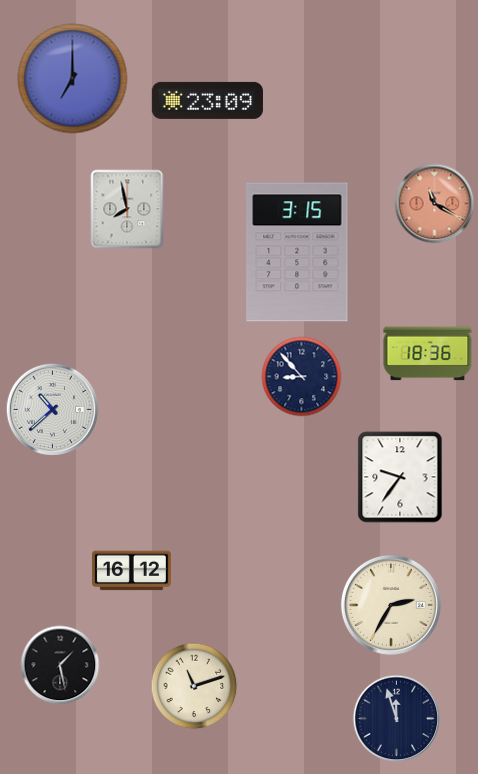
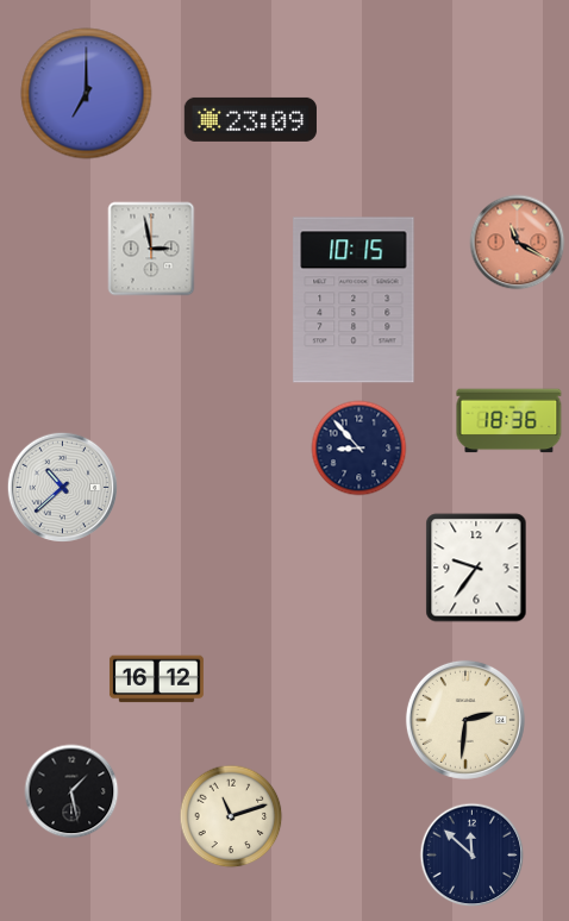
clock at (207, 100) position: (207, 100) -> (250, 119)
clock at (127, 209): 7:58 -> 2:58
clock at (297, 252): 3:15 -> 10:15
clock at (391, 605): 2:35 -> 2:31
clock at (397, 719): 11:57 -> 11:52
